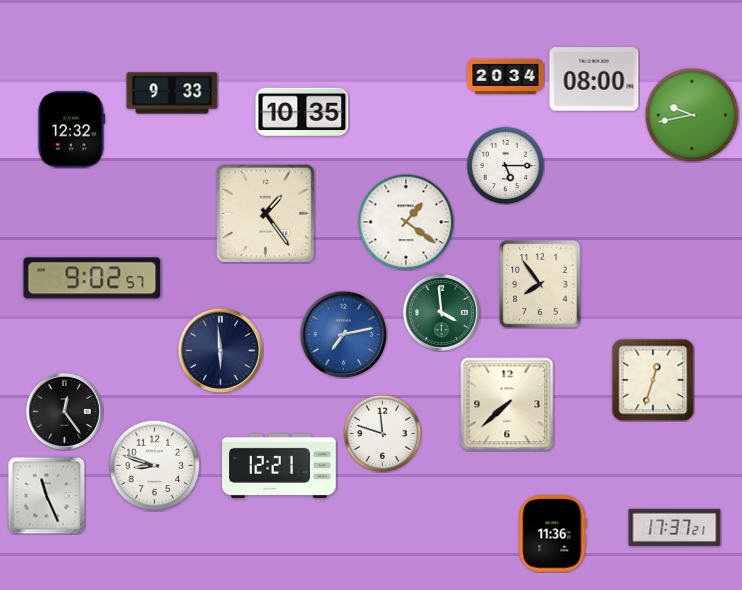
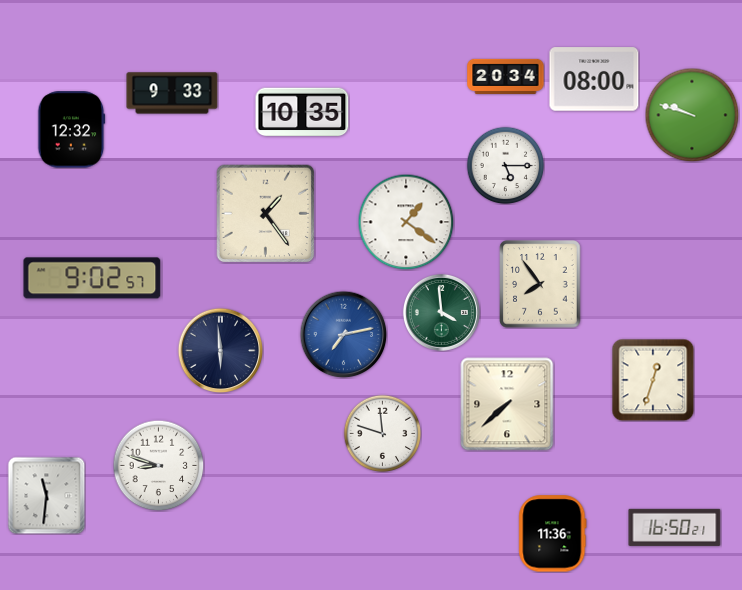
clock at (692, 115): 9:43 -> 9:48
clock at (64, 411): 12:24 -> none
clock at (154, 465) position: (154, 465) -> (158, 465)
clock at (280, 466): 12:21 -> none
clock at (46, 495): 11:26 -> 11:31
clock at (675, 527): 17:37 -> 16:50
